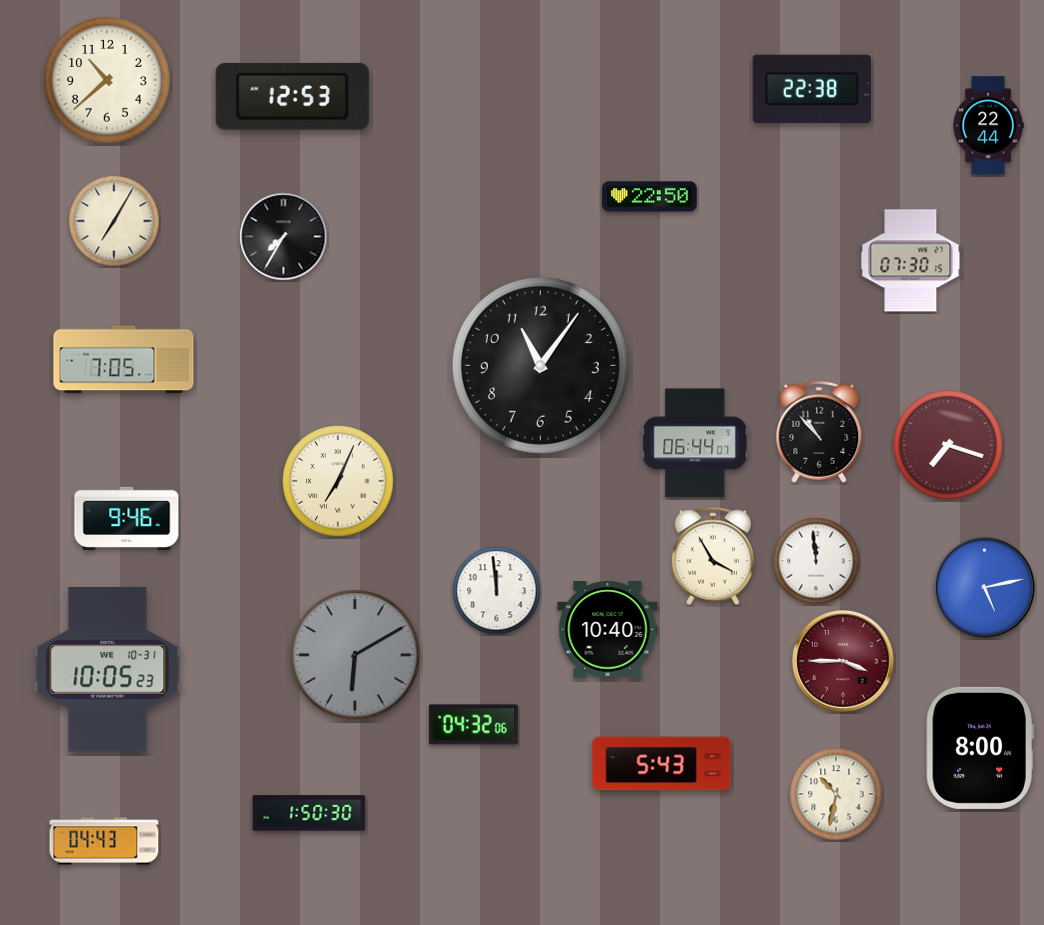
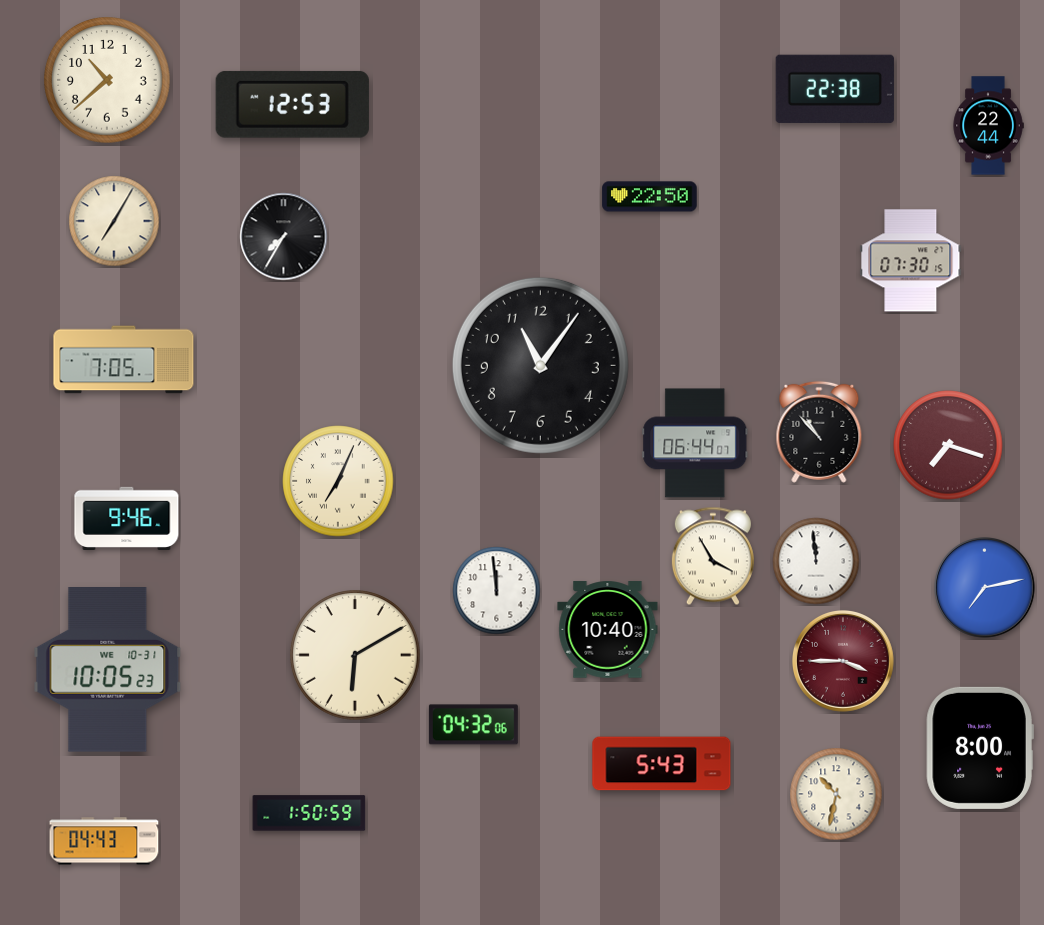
clock at (812, 89) position: (812, 89) -> (835, 89)
clock at (292, 96) position: (292, 96) -> (292, 104)
clock at (985, 588): 5:13 -> 7:13
clock at (355, 655) dial: grey -> cream
clock at (309, 813): 1:50:30 -> 1:50:59
